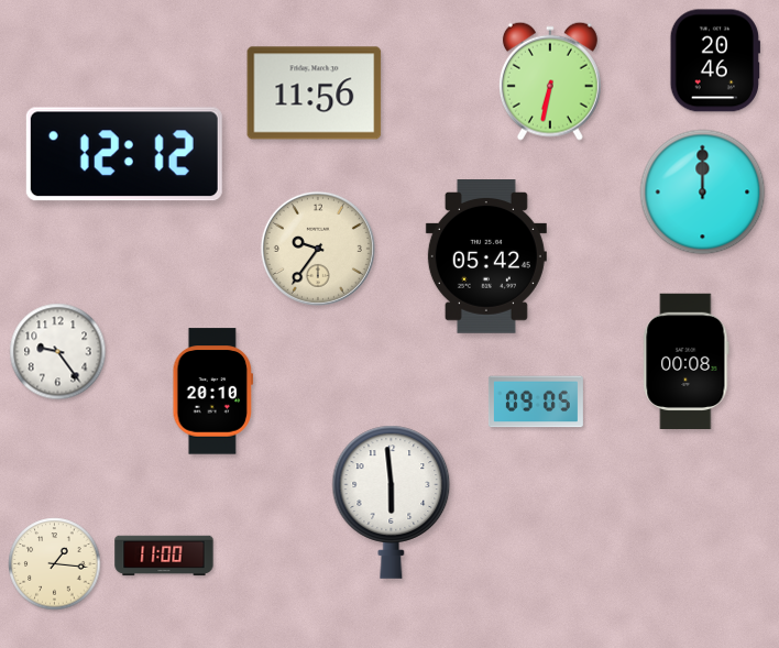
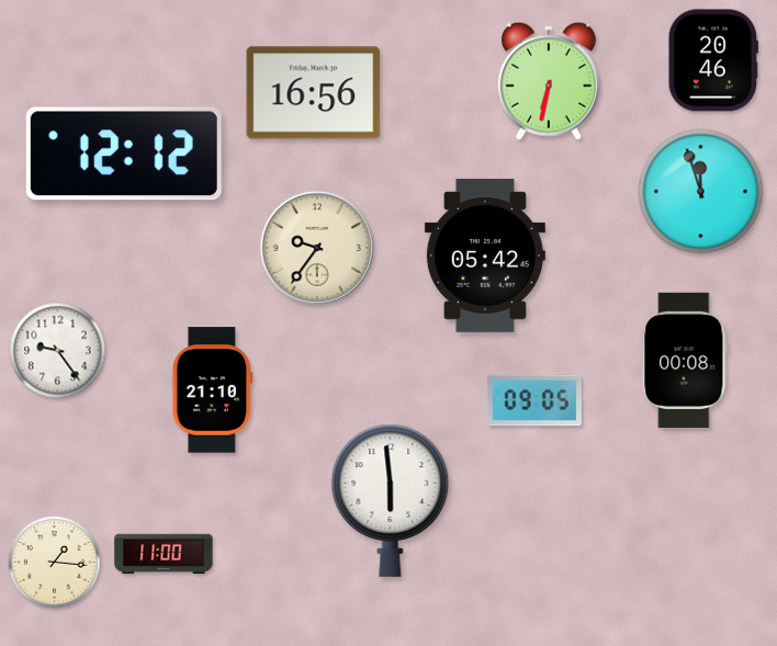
clock at (315, 94): 11:56 -> 16:56
clock at (703, 193): 12:00 -> 11:57
clock at (213, 392): 20:10 -> 21:10
